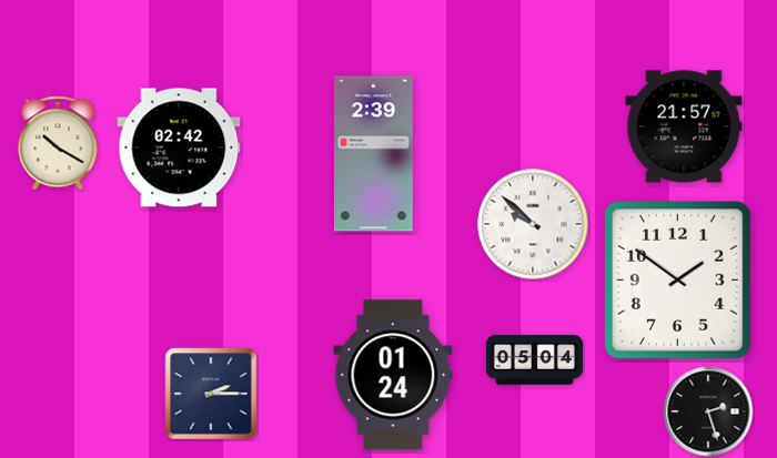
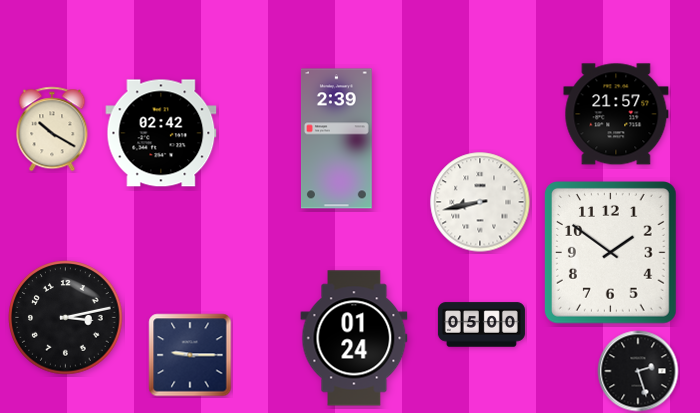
clock at (533, 224): 9:52 -> 8:43
clock at (66, 318): none -> 3:13
clock at (534, 360): 05:04 -> 05:00
clock at (211, 394): 2:15 -> 9:15
